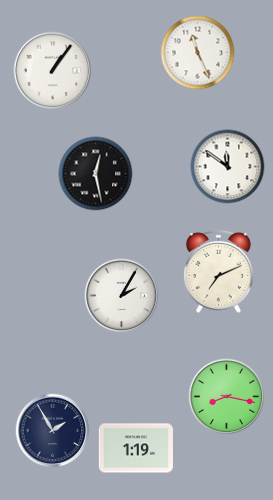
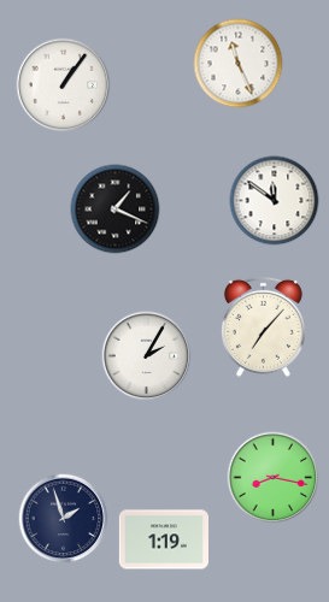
clock at (96, 174): 12:28 -> 1:19
clock at (218, 271): 7:11 -> 7:07
clock at (53, 431): 1:55 -> 1:57
